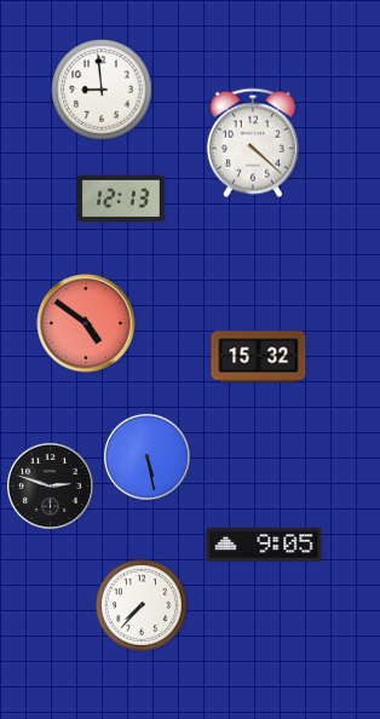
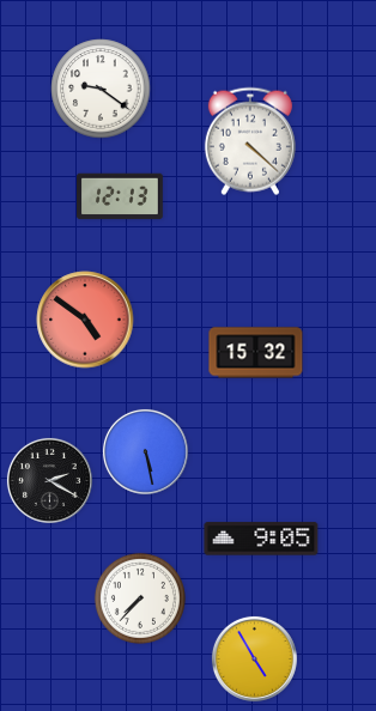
clock at (102, 90): 8:59 -> 9:21
clock at (50, 485): 2:48 -> 2:20
clock at (254, 658): none -> 4:55
